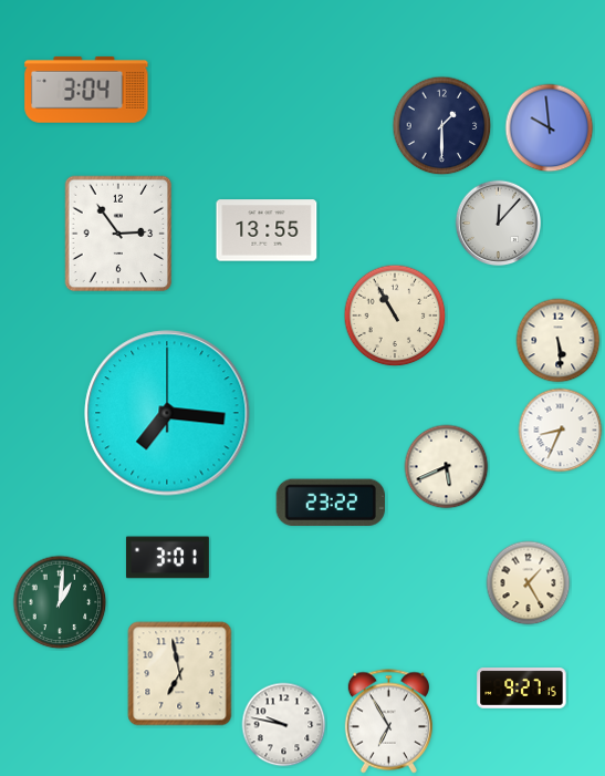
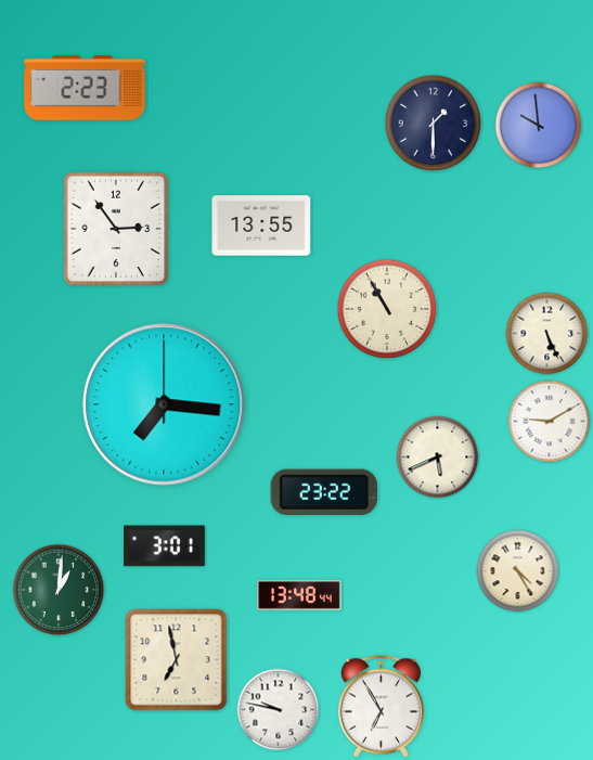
clock at (86, 90): 3:04 -> 2:23
clock at (499, 224): 12:07 -> none
clock at (559, 341): 5:29 -> 5:26
clock at (561, 431): 8:34 -> 9:10
clock at (529, 583): 1:25 -> 4:25
clock at (299, 596): none -> 13:48
clock at (522, 689): 9:27 -> none
